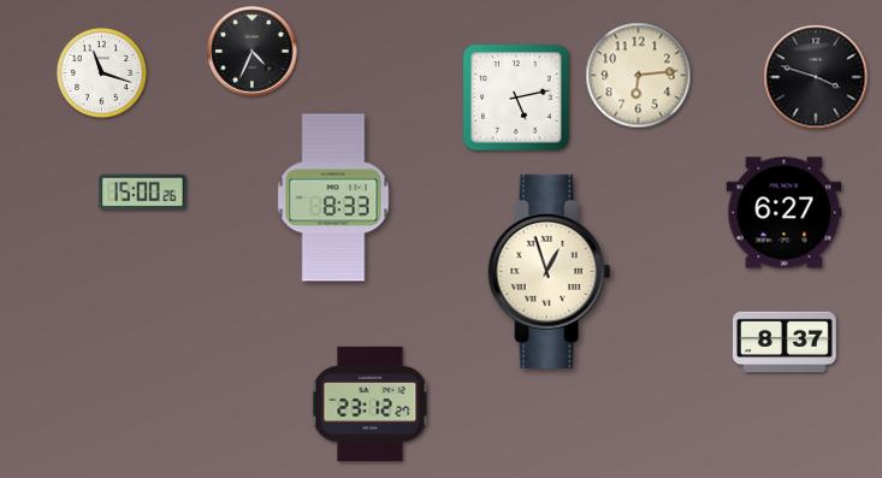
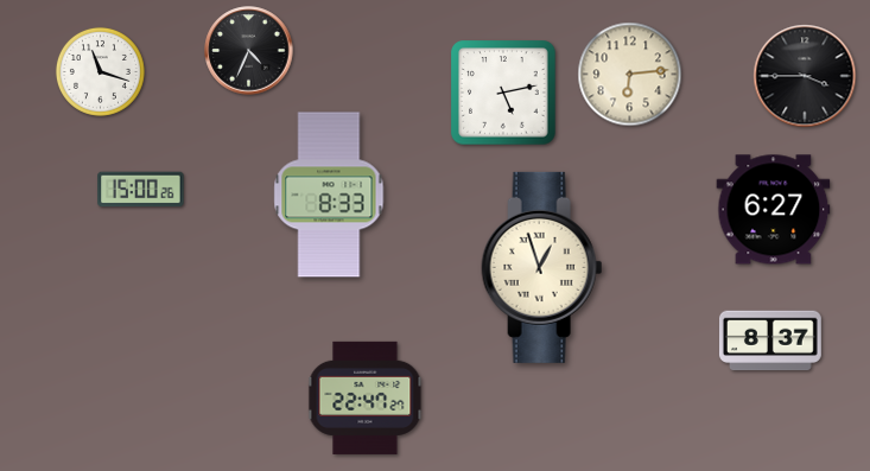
clock at (816, 77): 3:48 -> 3:45
clock at (516, 98) position: (516, 98) -> (503, 93)
clock at (785, 342) position: (785, 342) -> (770, 340)
clock at (371, 403): 23:12 -> 22:47
